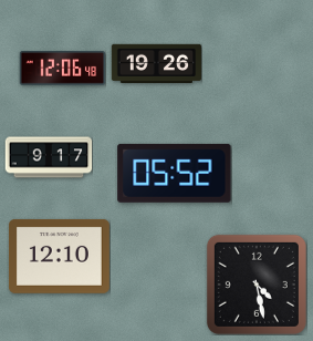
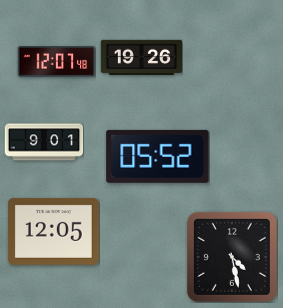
clock at (62, 69): 12:06 -> 12:07
clock at (49, 157): 9:17 -> 9:01
clock at (59, 256): 12:10 -> 12:05
